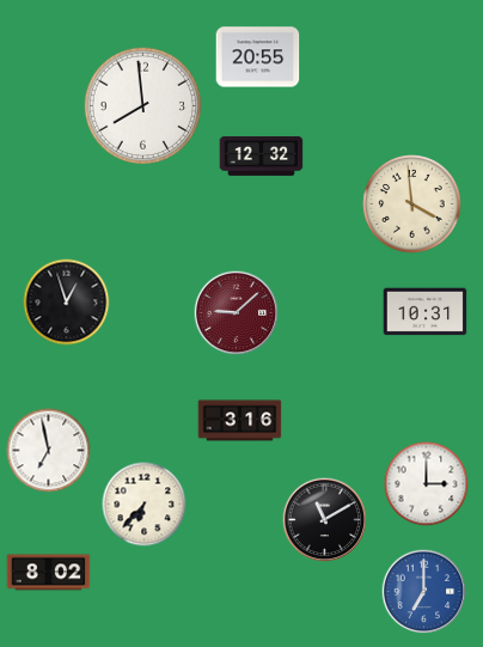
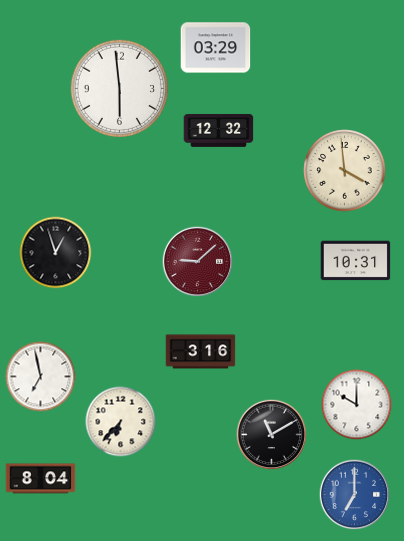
clock at (258, 57): 20:55 -> 03:29
clock at (142, 105): 7:59 -> 5:59
clock at (427, 484): 3:00 -> 10:00
clock at (49, 573): 8:02 -> 8:04
